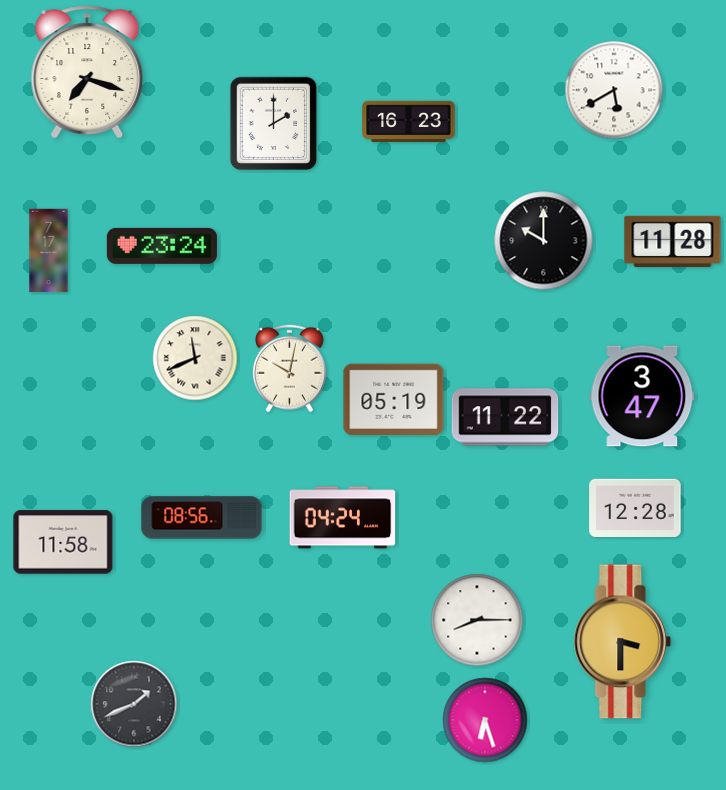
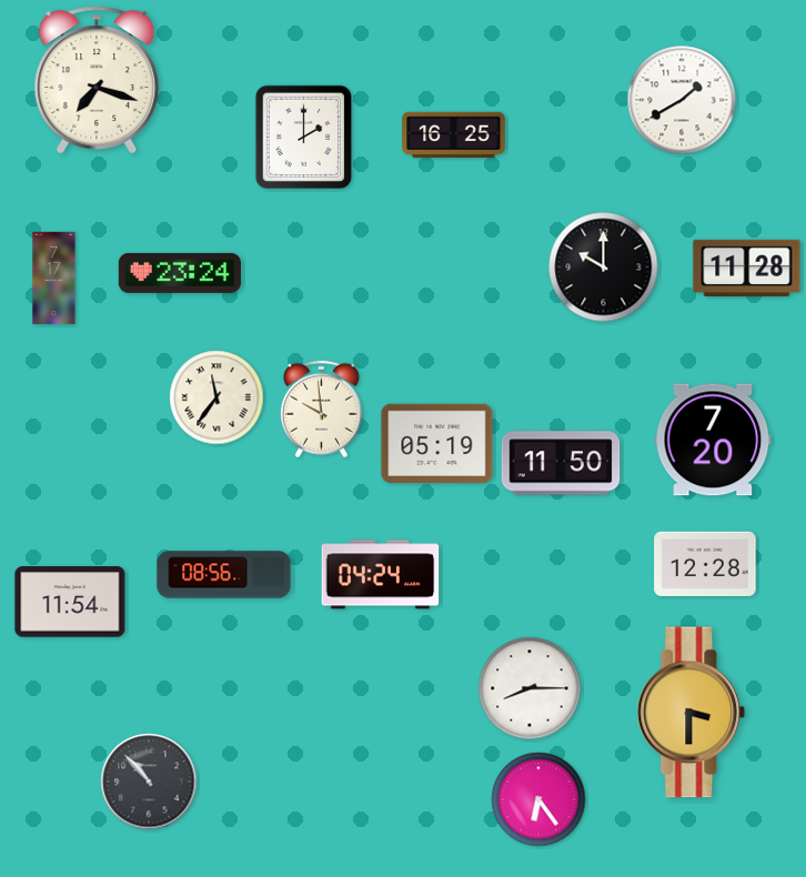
clock at (614, 90): 5:40 -> 1:40
clock at (409, 122): 16:23 -> 16:25
clock at (195, 358): 11:41 -> 11:36
clock at (289, 369): 10:02 -> 9:59
clock at (642, 396): 3:47 -> 7:20
clock at (505, 417): 11:22 -> 11:50
clock at (63, 542): 11:58 -> 11:54
clock at (134, 704): 1:41 -> 10:53
clock at (485, 720): 6:27 -> 6:24
